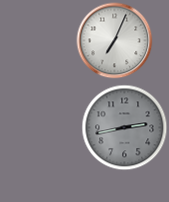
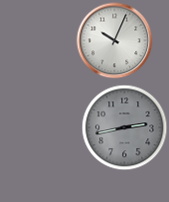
clock at (115, 41): 7:04 -> 10:04
